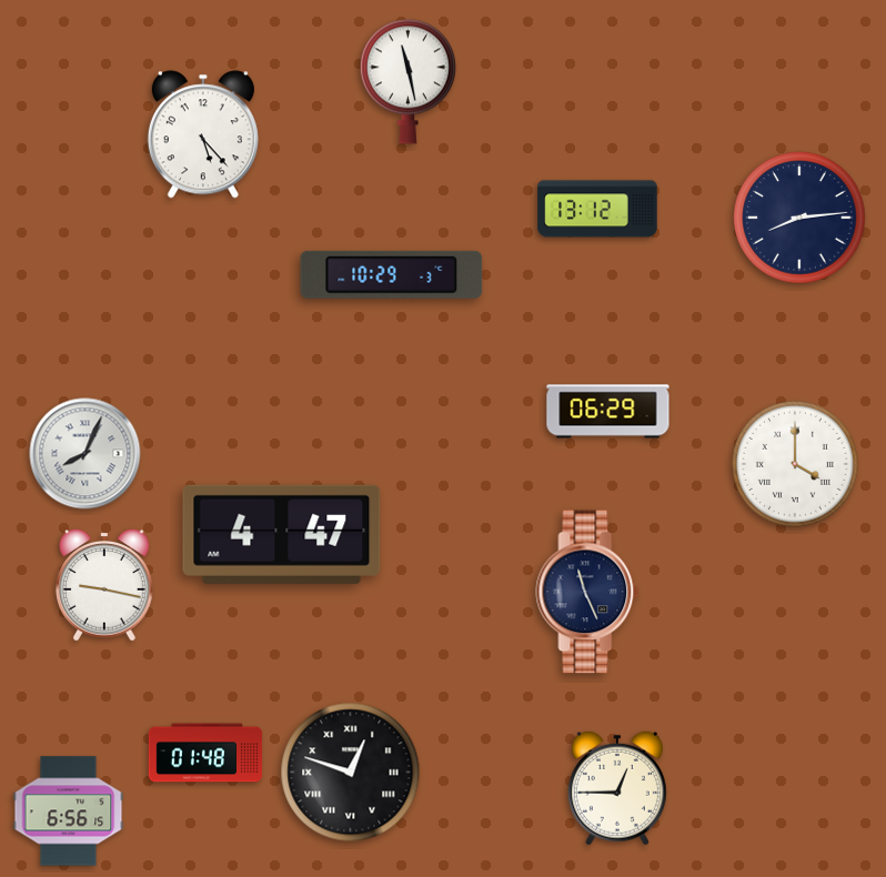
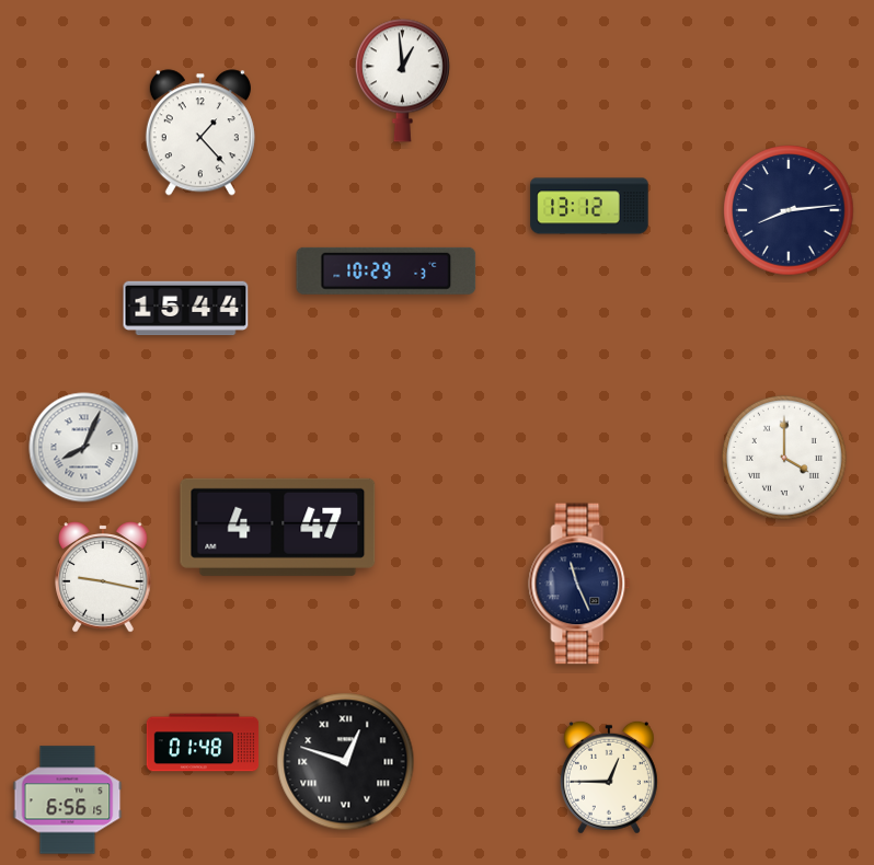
clock at (407, 81): 11:28 -> 12:59
clock at (203, 134): 5:23 -> 1:23
clock at (799, 218) position: (799, 218) -> (789, 210)
clock at (186, 309): none -> 15:44
clock at (608, 412): 06:29 -> none
